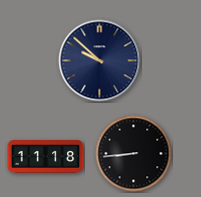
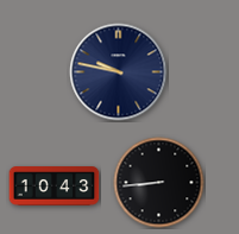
clock at (100, 61): 9:52 -> 9:47
clock at (46, 157): 11:18 -> 10:43
